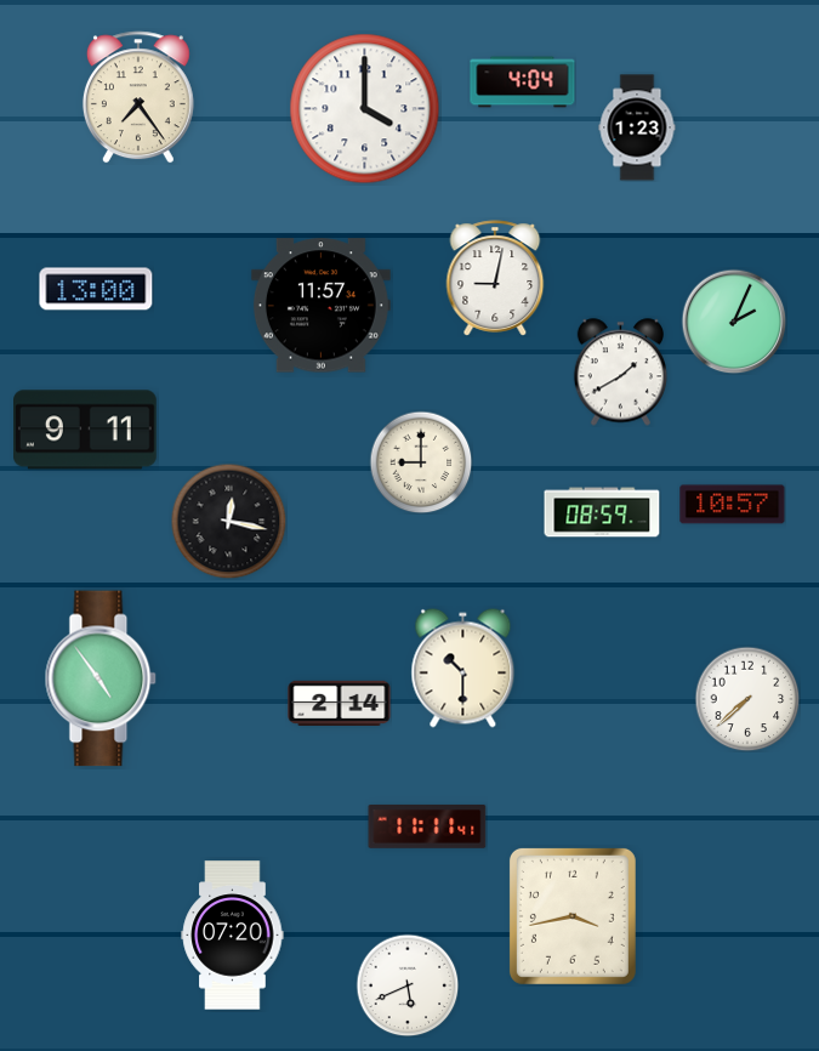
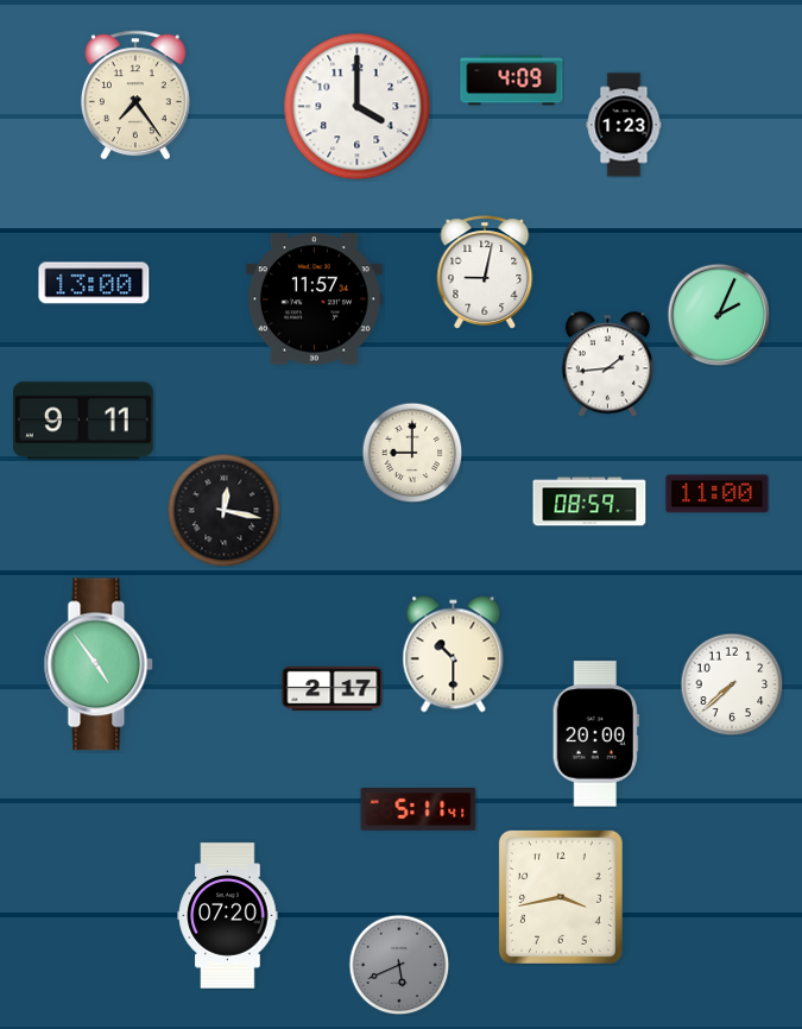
clock at (523, 83): 4:04 -> 4:09
clock at (620, 373): 1:40 -> 1:44
clock at (733, 505): 10:57 -> 11:00
clock at (340, 703): 2:14 -> 2:17
clock at (595, 734): none -> 20:00
clock at (427, 826): 11:11 -> 5:11
clock at (408, 985) dial: white -> grey
